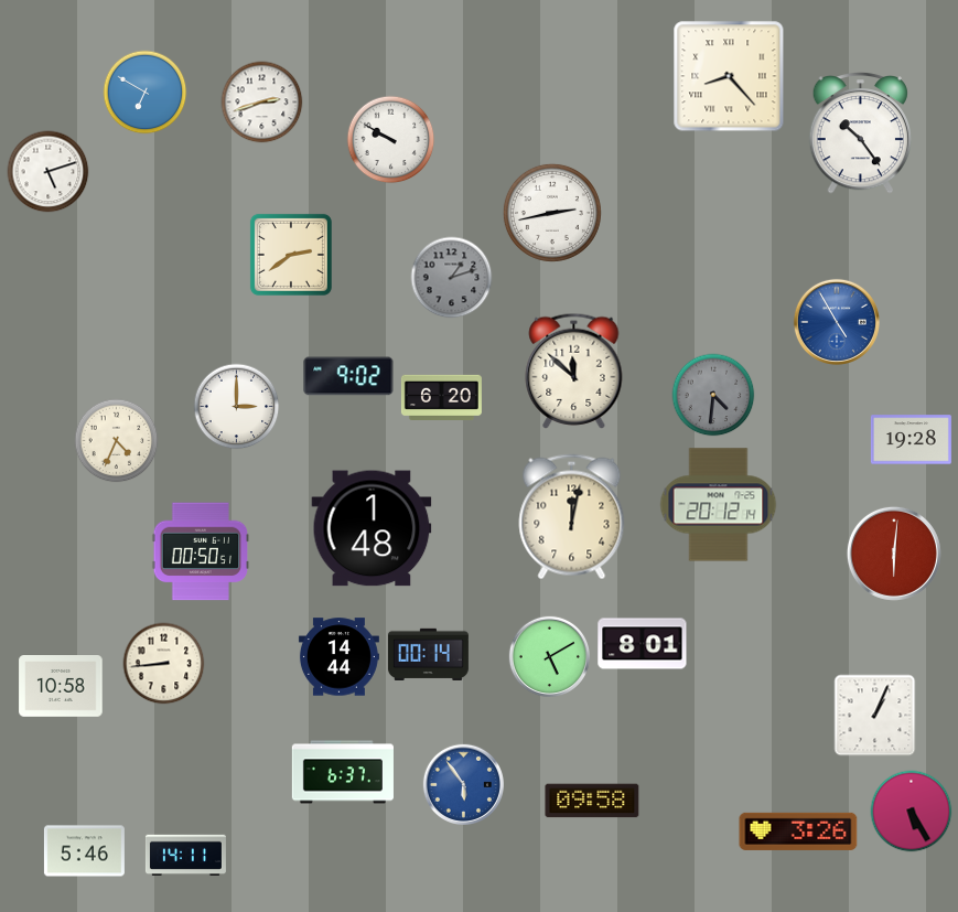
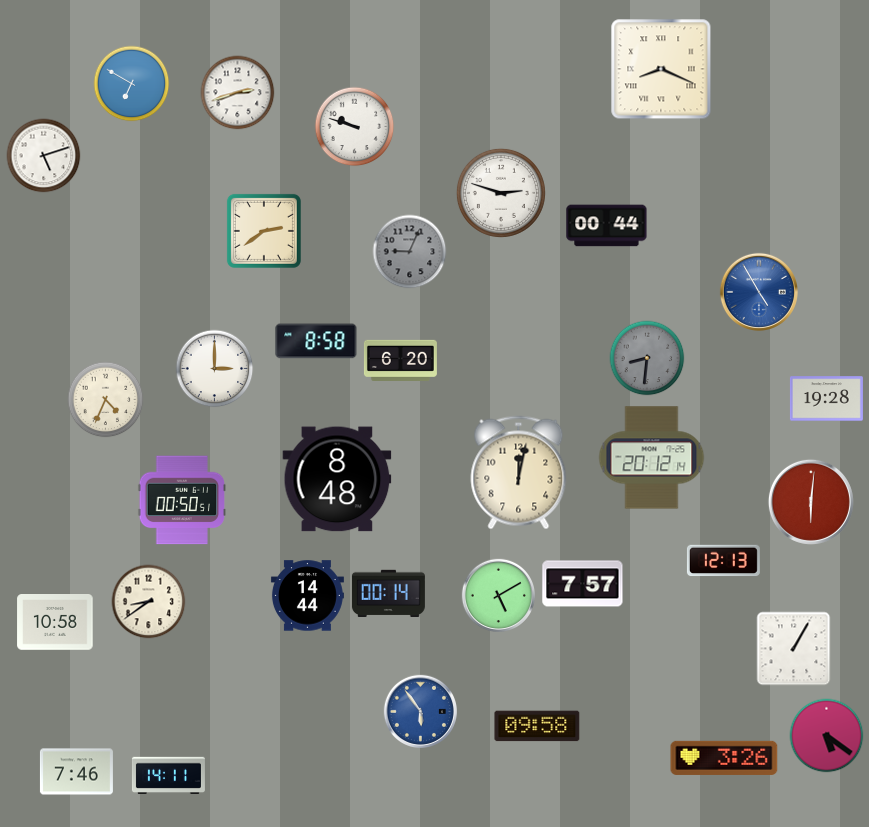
clock at (729, 76): 8:23 -> 8:19
clock at (860, 133): 10:24 -> none
clock at (391, 140): 9:50 -> 9:48
clock at (552, 213): 2:43 -> 2:48
clock at (607, 226): none -> 00:44
clock at (452, 278): 1:12 -> 9:04
clock at (574, 371): 11:52 -> none
clock at (348, 376): 9:02 -> 8:58
clock at (713, 395): 4:31 -> 8:31
clock at (572, 517) position: (572, 517) -> (519, 473)
clock at (372, 528): 1:48 -> 8:48
clock at (723, 561): none -> 12:13
clock at (643, 644): 8:01 -> 7:57
clock at (164, 664): 8:44 -> 8:39
clock at (875, 716): 1:04 -> 1:05
clock at (343, 772): 6:37 -> none
clock at (912, 812): 5:25 -> 5:21
clock at (798, 831) position: (798, 831) -> (724, 758)
clock at (84, 851): 5:46 -> 7:46
